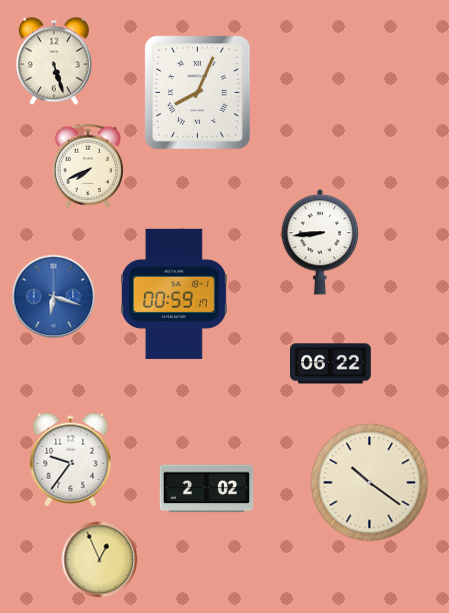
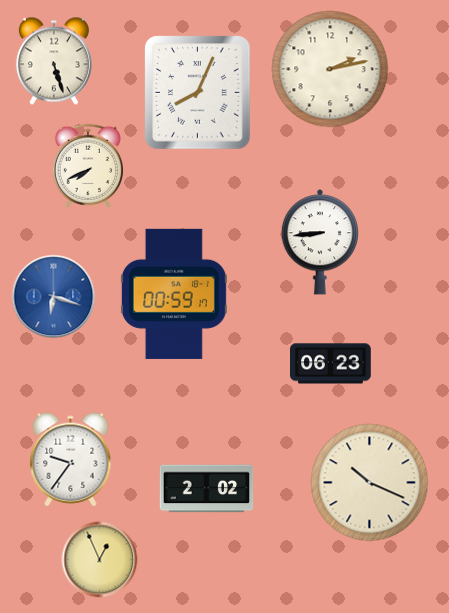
clock at (330, 69): none -> 2:13
clock at (331, 364): 06:22 -> 06:23
clock at (370, 483): 10:21 -> 10:19
